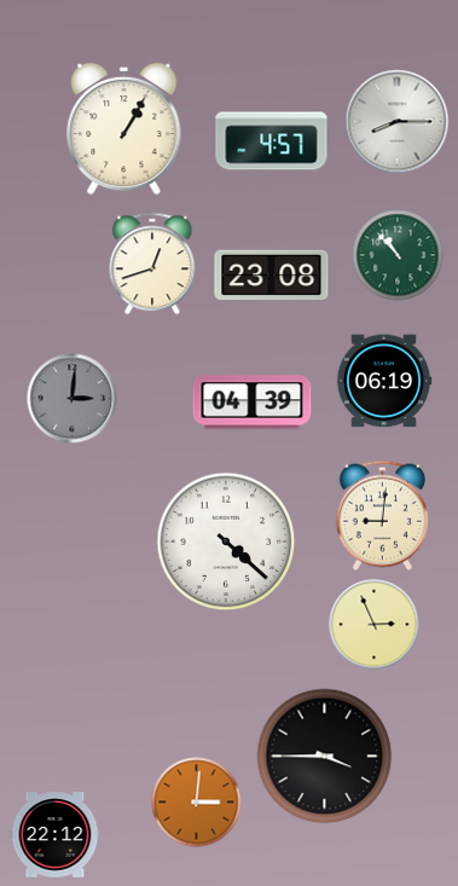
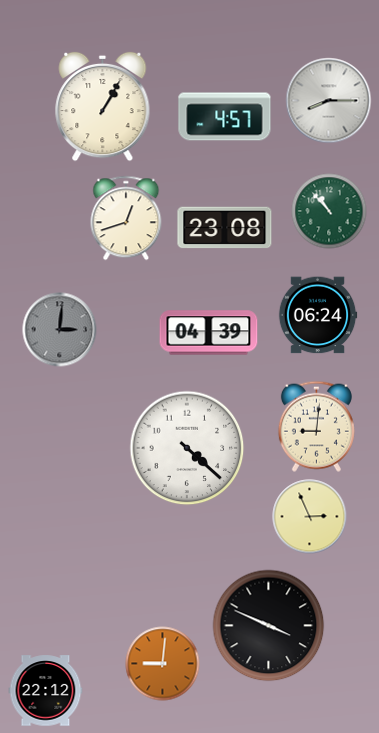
clock at (384, 381): 06:19 -> 06:24
clock at (325, 757): 3:45 -> 3:49
clock at (197, 803): 3:01 -> 9:01
